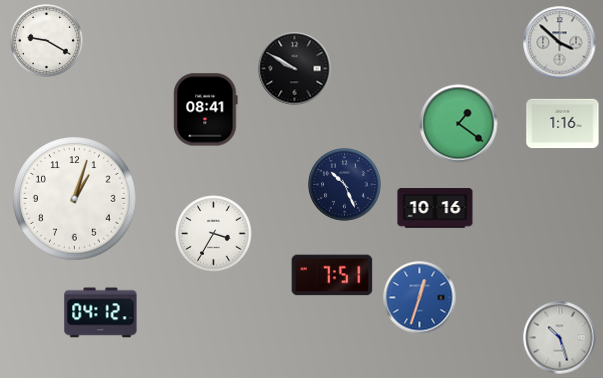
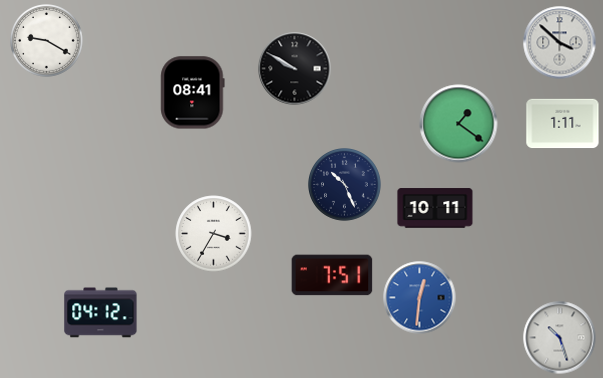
clock at (206, 110) position: (206, 110) -> (193, 93)
clock at (563, 124): 1:16 -> 1:11
clock at (75, 199): 1:03 -> none
clock at (435, 208): 10:16 -> 10:11
clock at (420, 298): 12:33 -> 12:31
